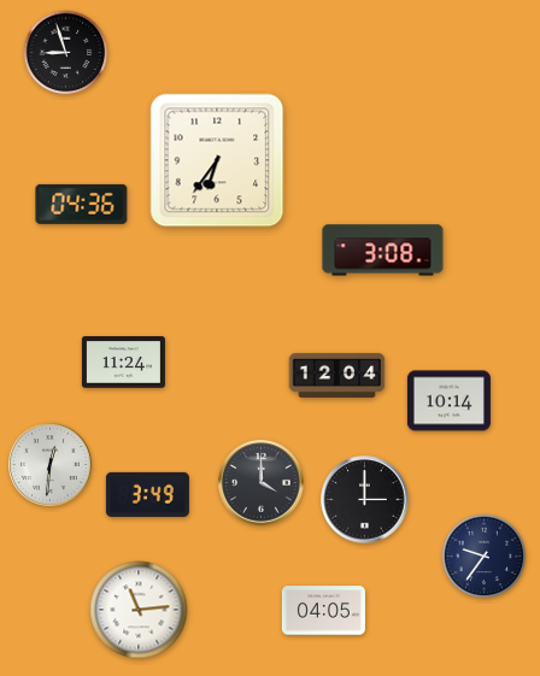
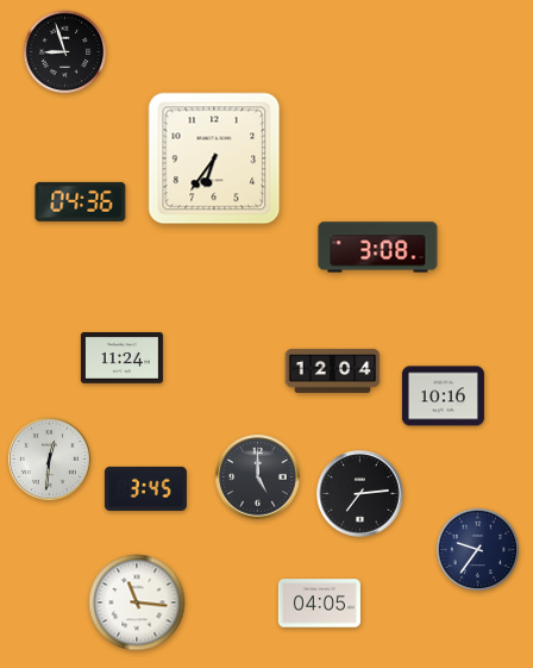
clock at (448, 401): 10:14 -> 10:16
clock at (262, 483): 4:00 -> 5:00
clock at (147, 494): 3:49 -> 3:45
clock at (365, 500): 3:00 -> 7:14
clock at (139, 610): 11:14 -> 11:16
